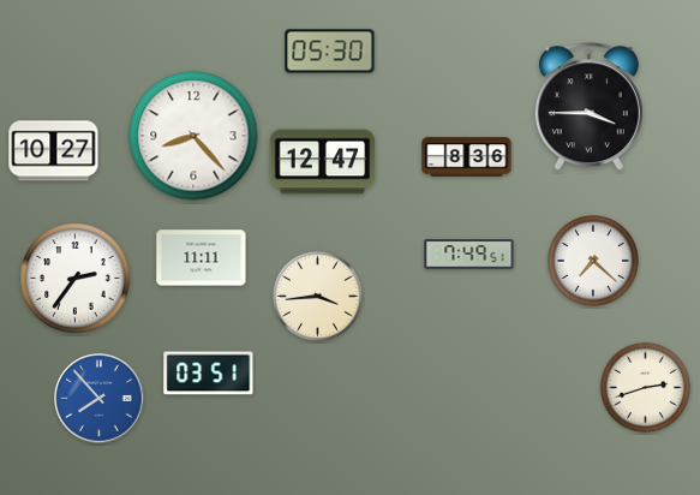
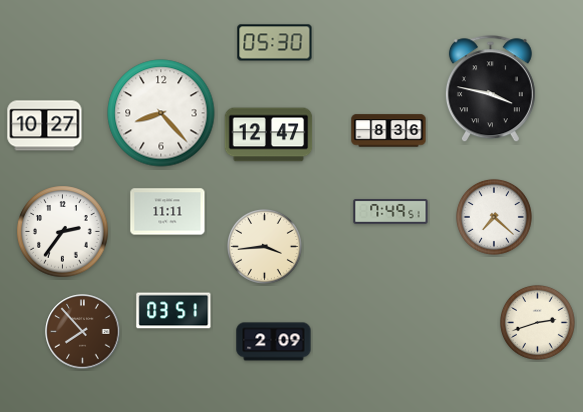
clock at (588, 107): 3:45 -> 3:47
clock at (202, 258) position: (202, 258) -> (168, 212)
clock at (100, 399) dial: blue -> brown
clock at (274, 342): none -> 2:09
